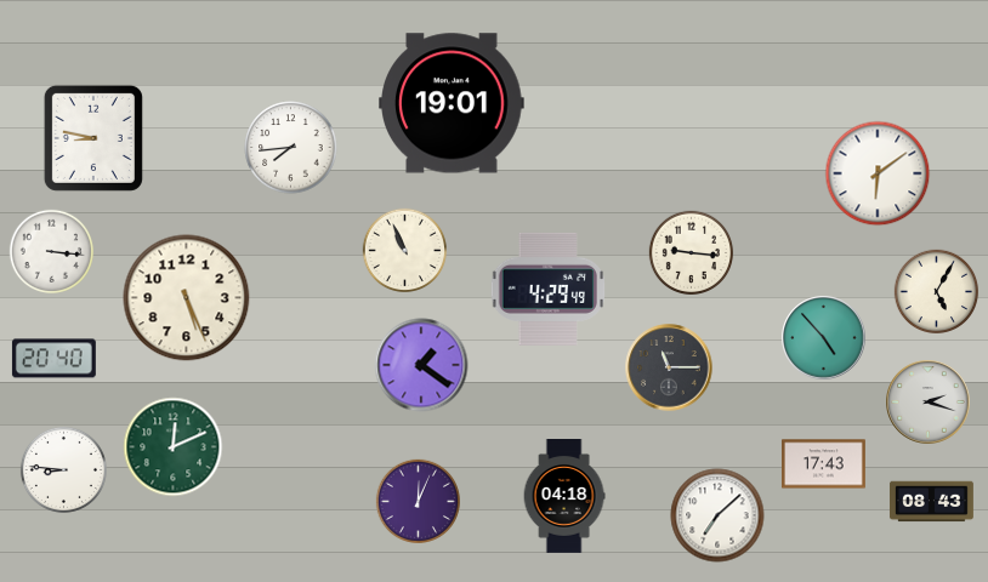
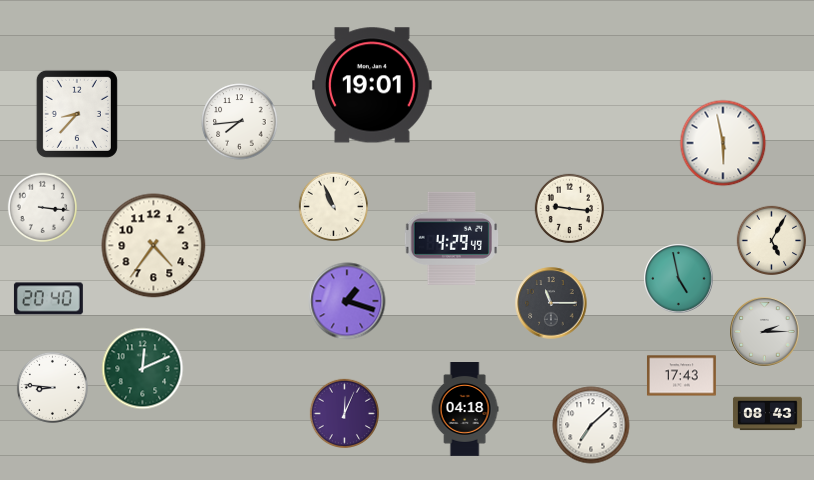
clock at (93, 138): 8:47 -> 8:37
clock at (878, 173): 6:09 -> 5:58
clock at (187, 298): 5:26 -> 4:36
clock at (824, 338): 4:53 -> 4:58
clock at (53, 359) position: (53, 359) -> (48, 299)
clock at (421, 365): 1:21 -> 1:18
clock at (929, 403): 2:18 -> 2:15
clock at (823, 464) position: (823, 464) -> (681, 376)
